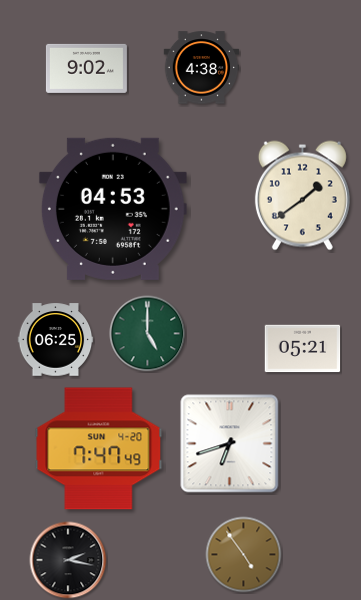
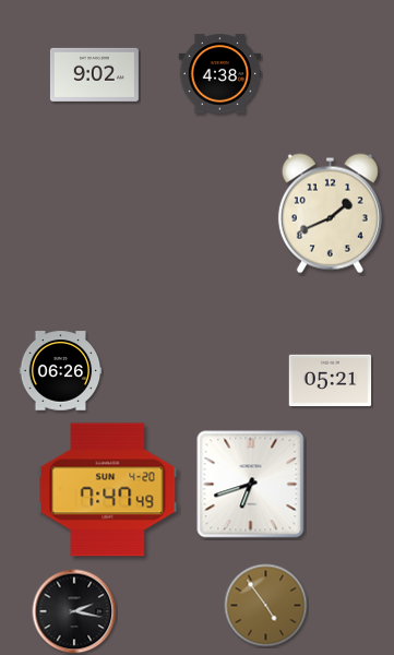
clock at (302, 196): 1:39 -> 1:41
clock at (113, 209): 04:53 -> none
clock at (148, 334): 5:00 -> none
clock at (56, 340): 06:25 -> 06:26
